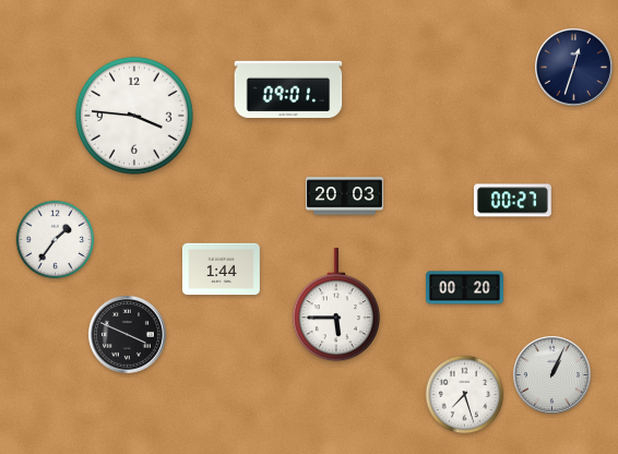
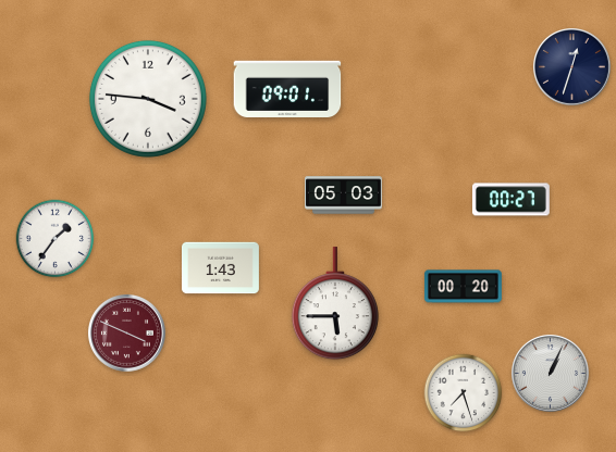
clock at (134, 116) position: (134, 116) -> (148, 99)
clock at (345, 196): 20:03 -> 05:03
clock at (222, 270): 1:44 -> 1:43
clock at (127, 334) dial: black -> burgundy
